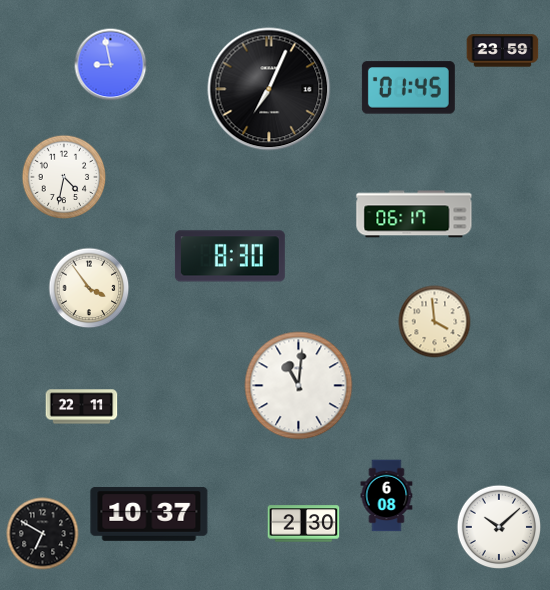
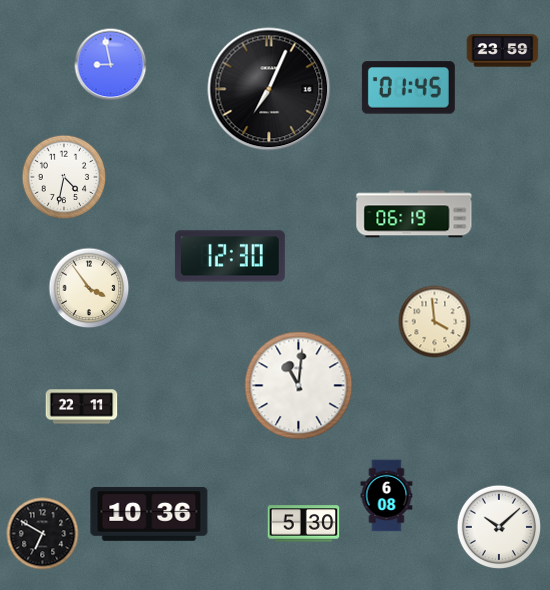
clock at (414, 214): 06:17 -> 06:19
clock at (230, 256): 8:30 -> 12:30
clock at (149, 514): 10:37 -> 10:36
clock at (304, 524): 2:30 -> 5:30
